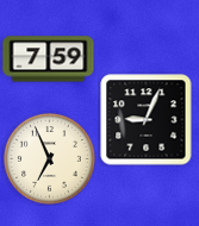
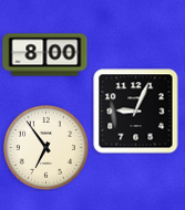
clock at (49, 59): 7:59 -> 8:00
clock at (49, 158): 6:56 -> 6:54
